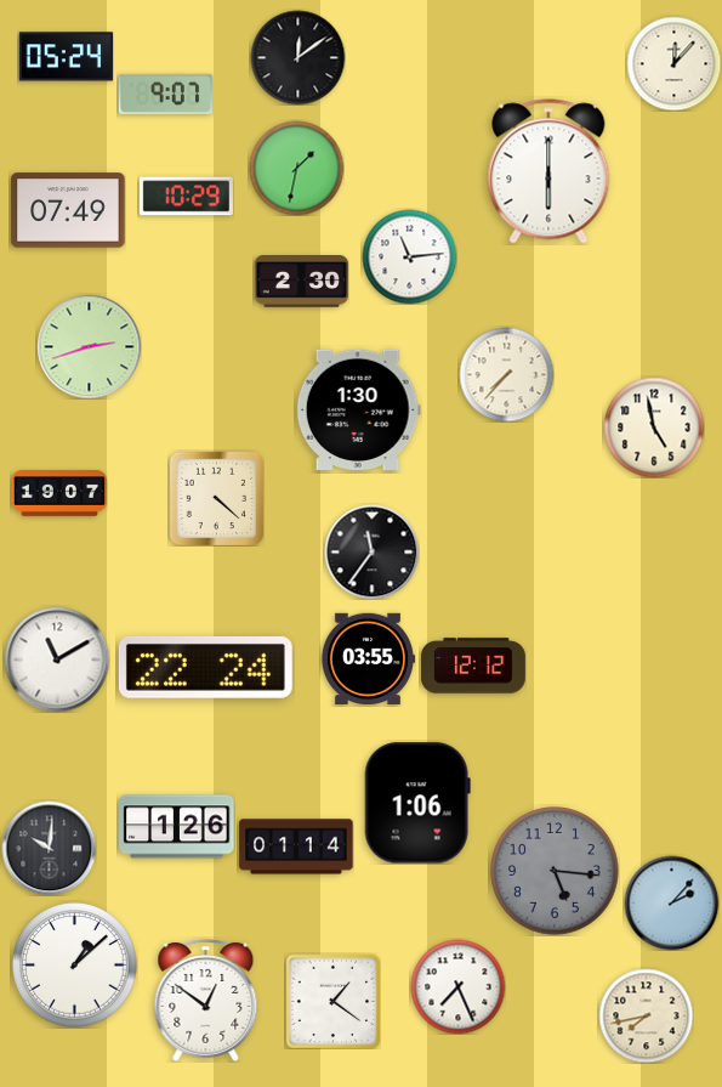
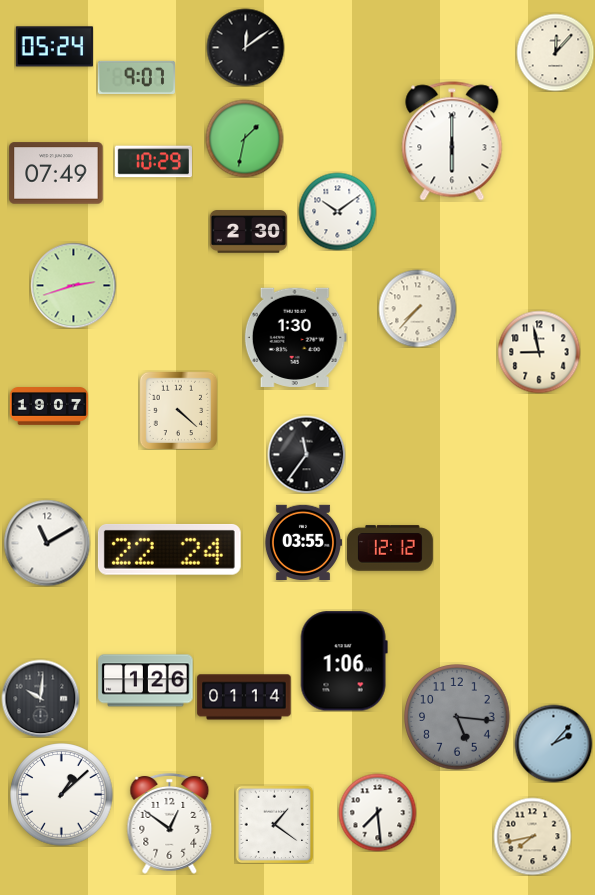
clock at (409, 256): 11:14 -> 10:09
clock at (654, 428): 4:58 -> 8:58
clock at (457, 986): 7:26 -> 7:29
